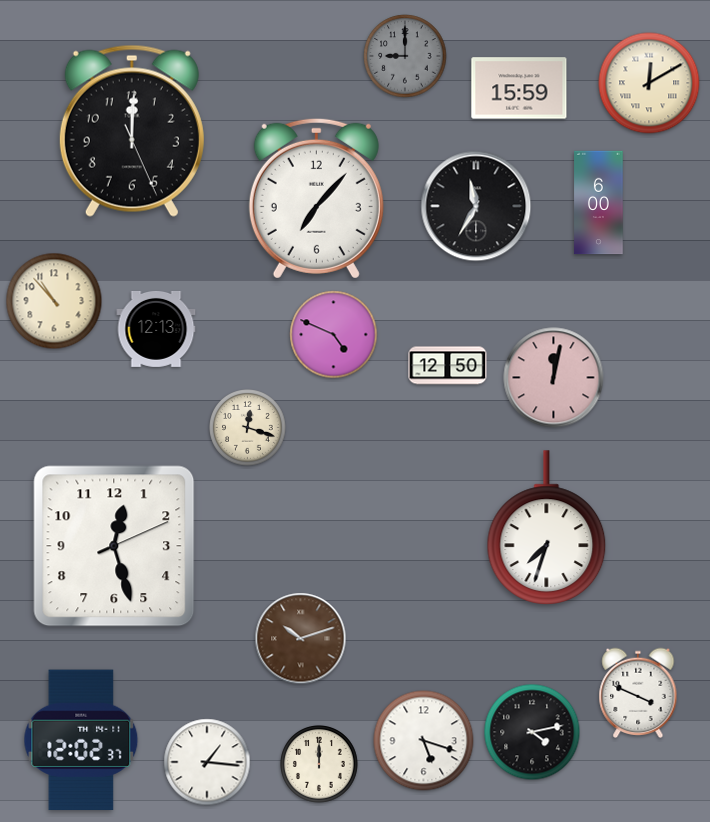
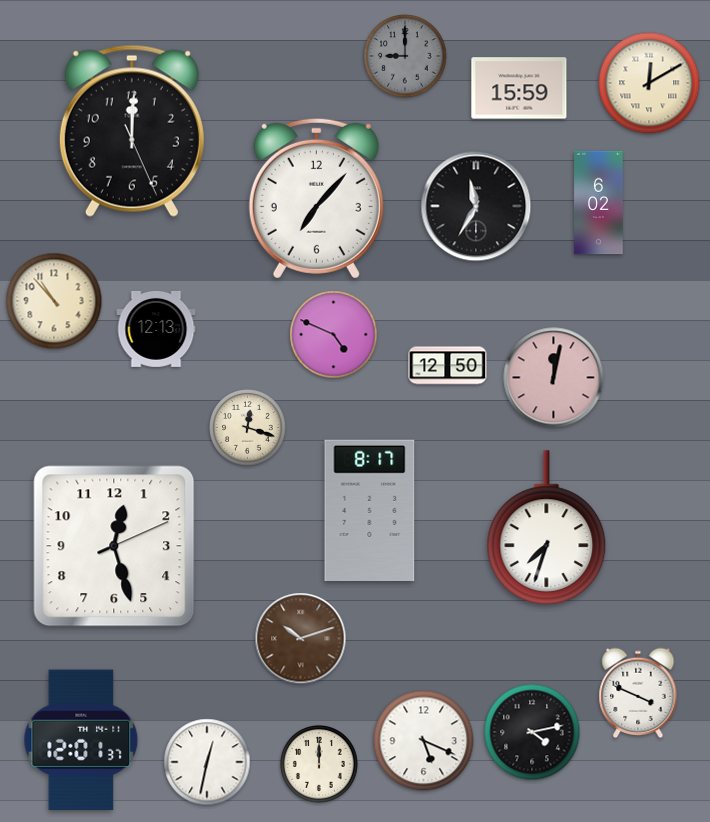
clock at (599, 203): 6:00 -> 6:02
clock at (370, 510): none -> 8:17
clock at (81, 740): 12:02 -> 12:01
clock at (424, 741): 5:18 -> 5:19
clock at (207, 762): 1:16 -> 12:32
